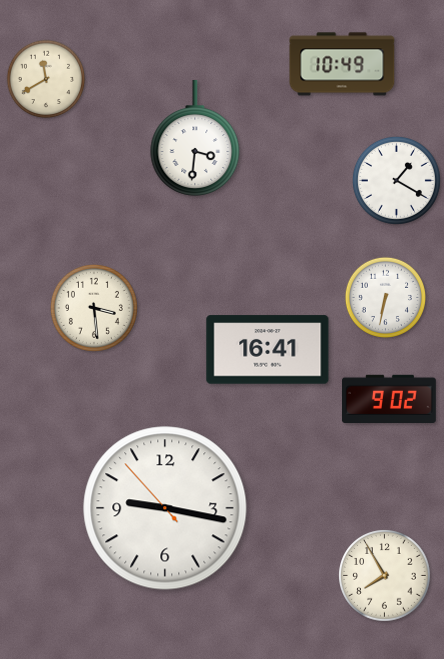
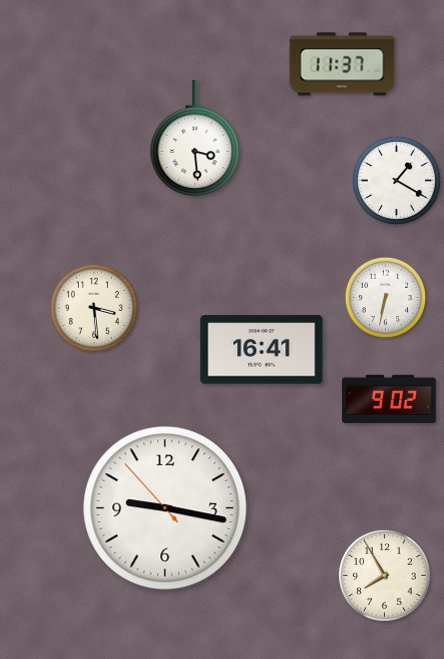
clock at (342, 64): 10:49 -> 11:37
clock at (46, 79): 11:40 -> none
clock at (195, 139): 3:31 -> 3:29
clock at (268, 350) position: (268, 350) -> (262, 350)
